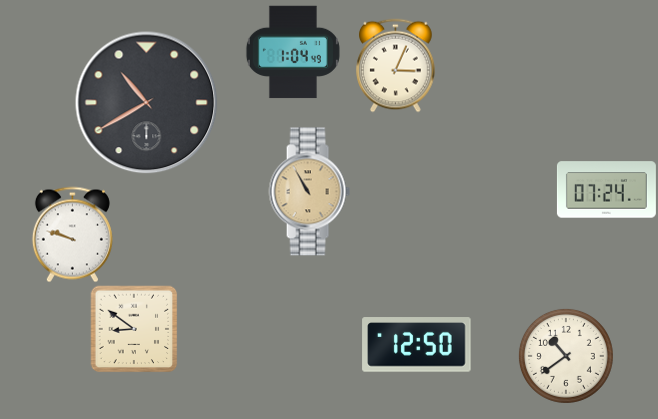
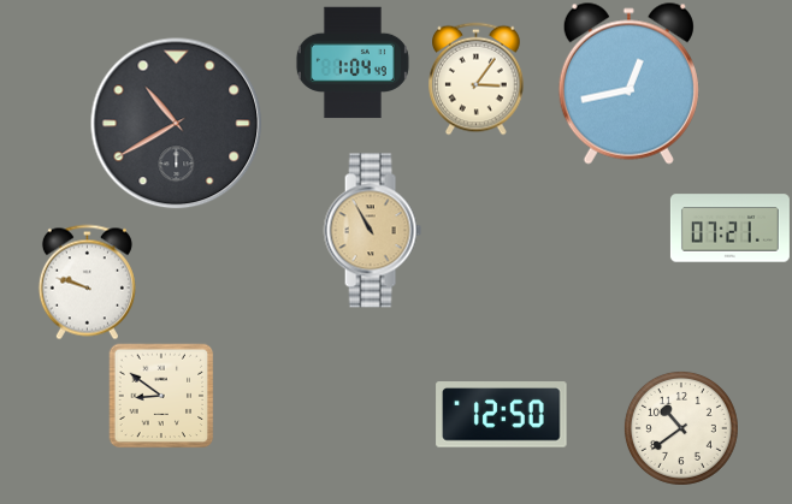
clock at (396, 65): 3:04 -> 3:06
clock at (628, 83): none -> 12:43
clock at (606, 190): 07:24 -> 07:21
